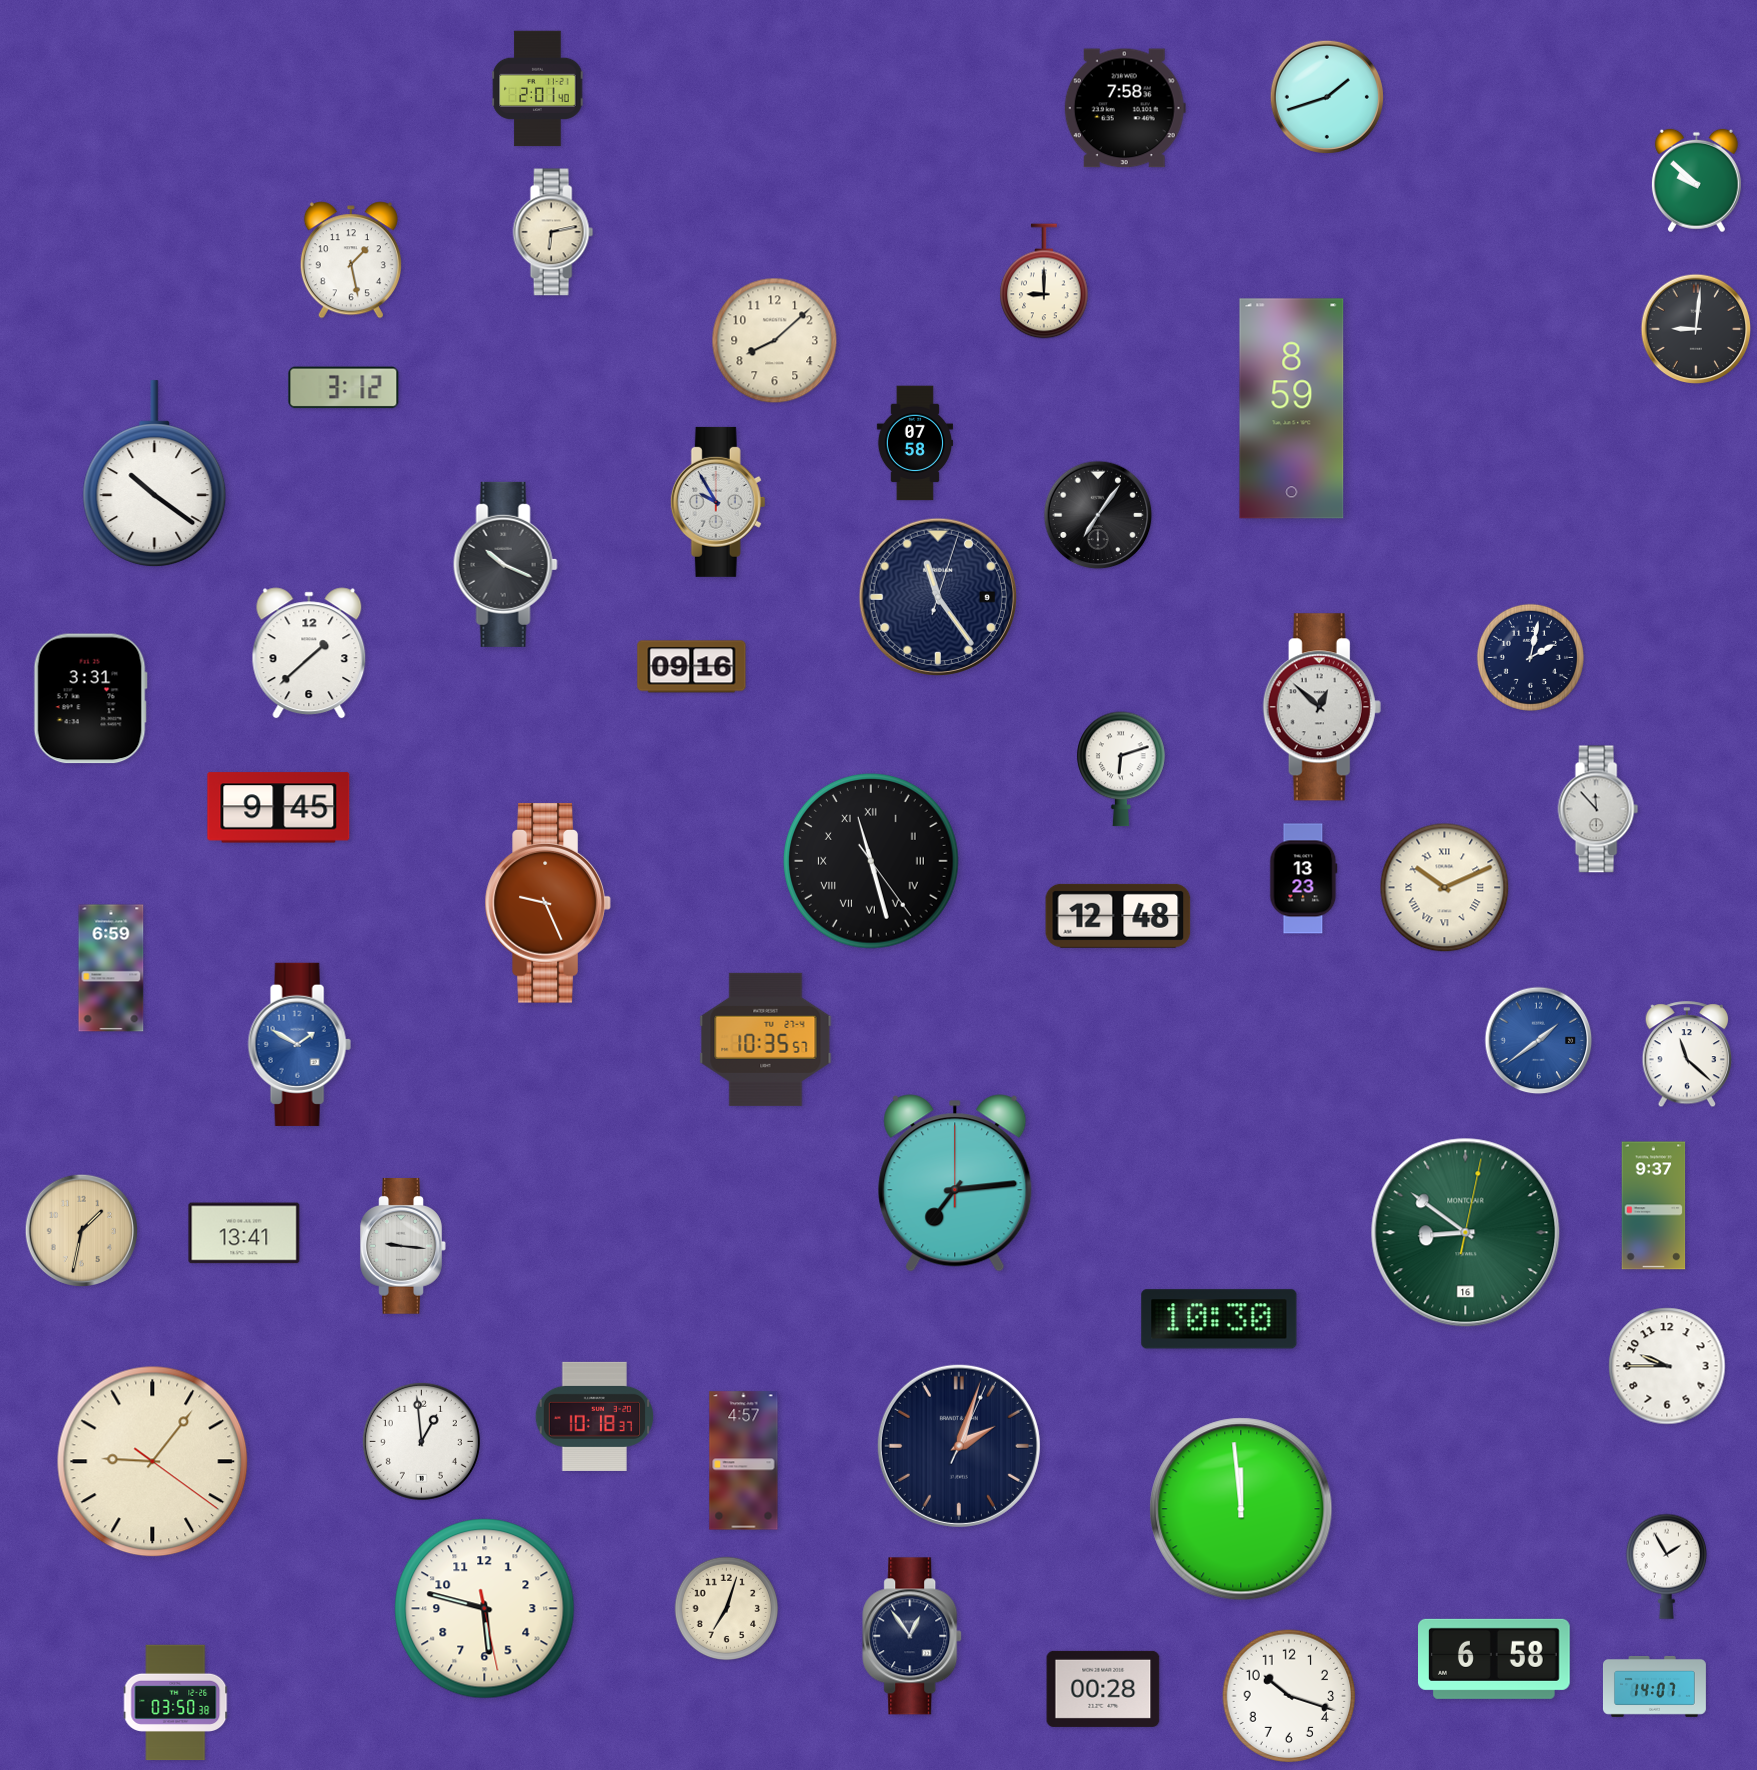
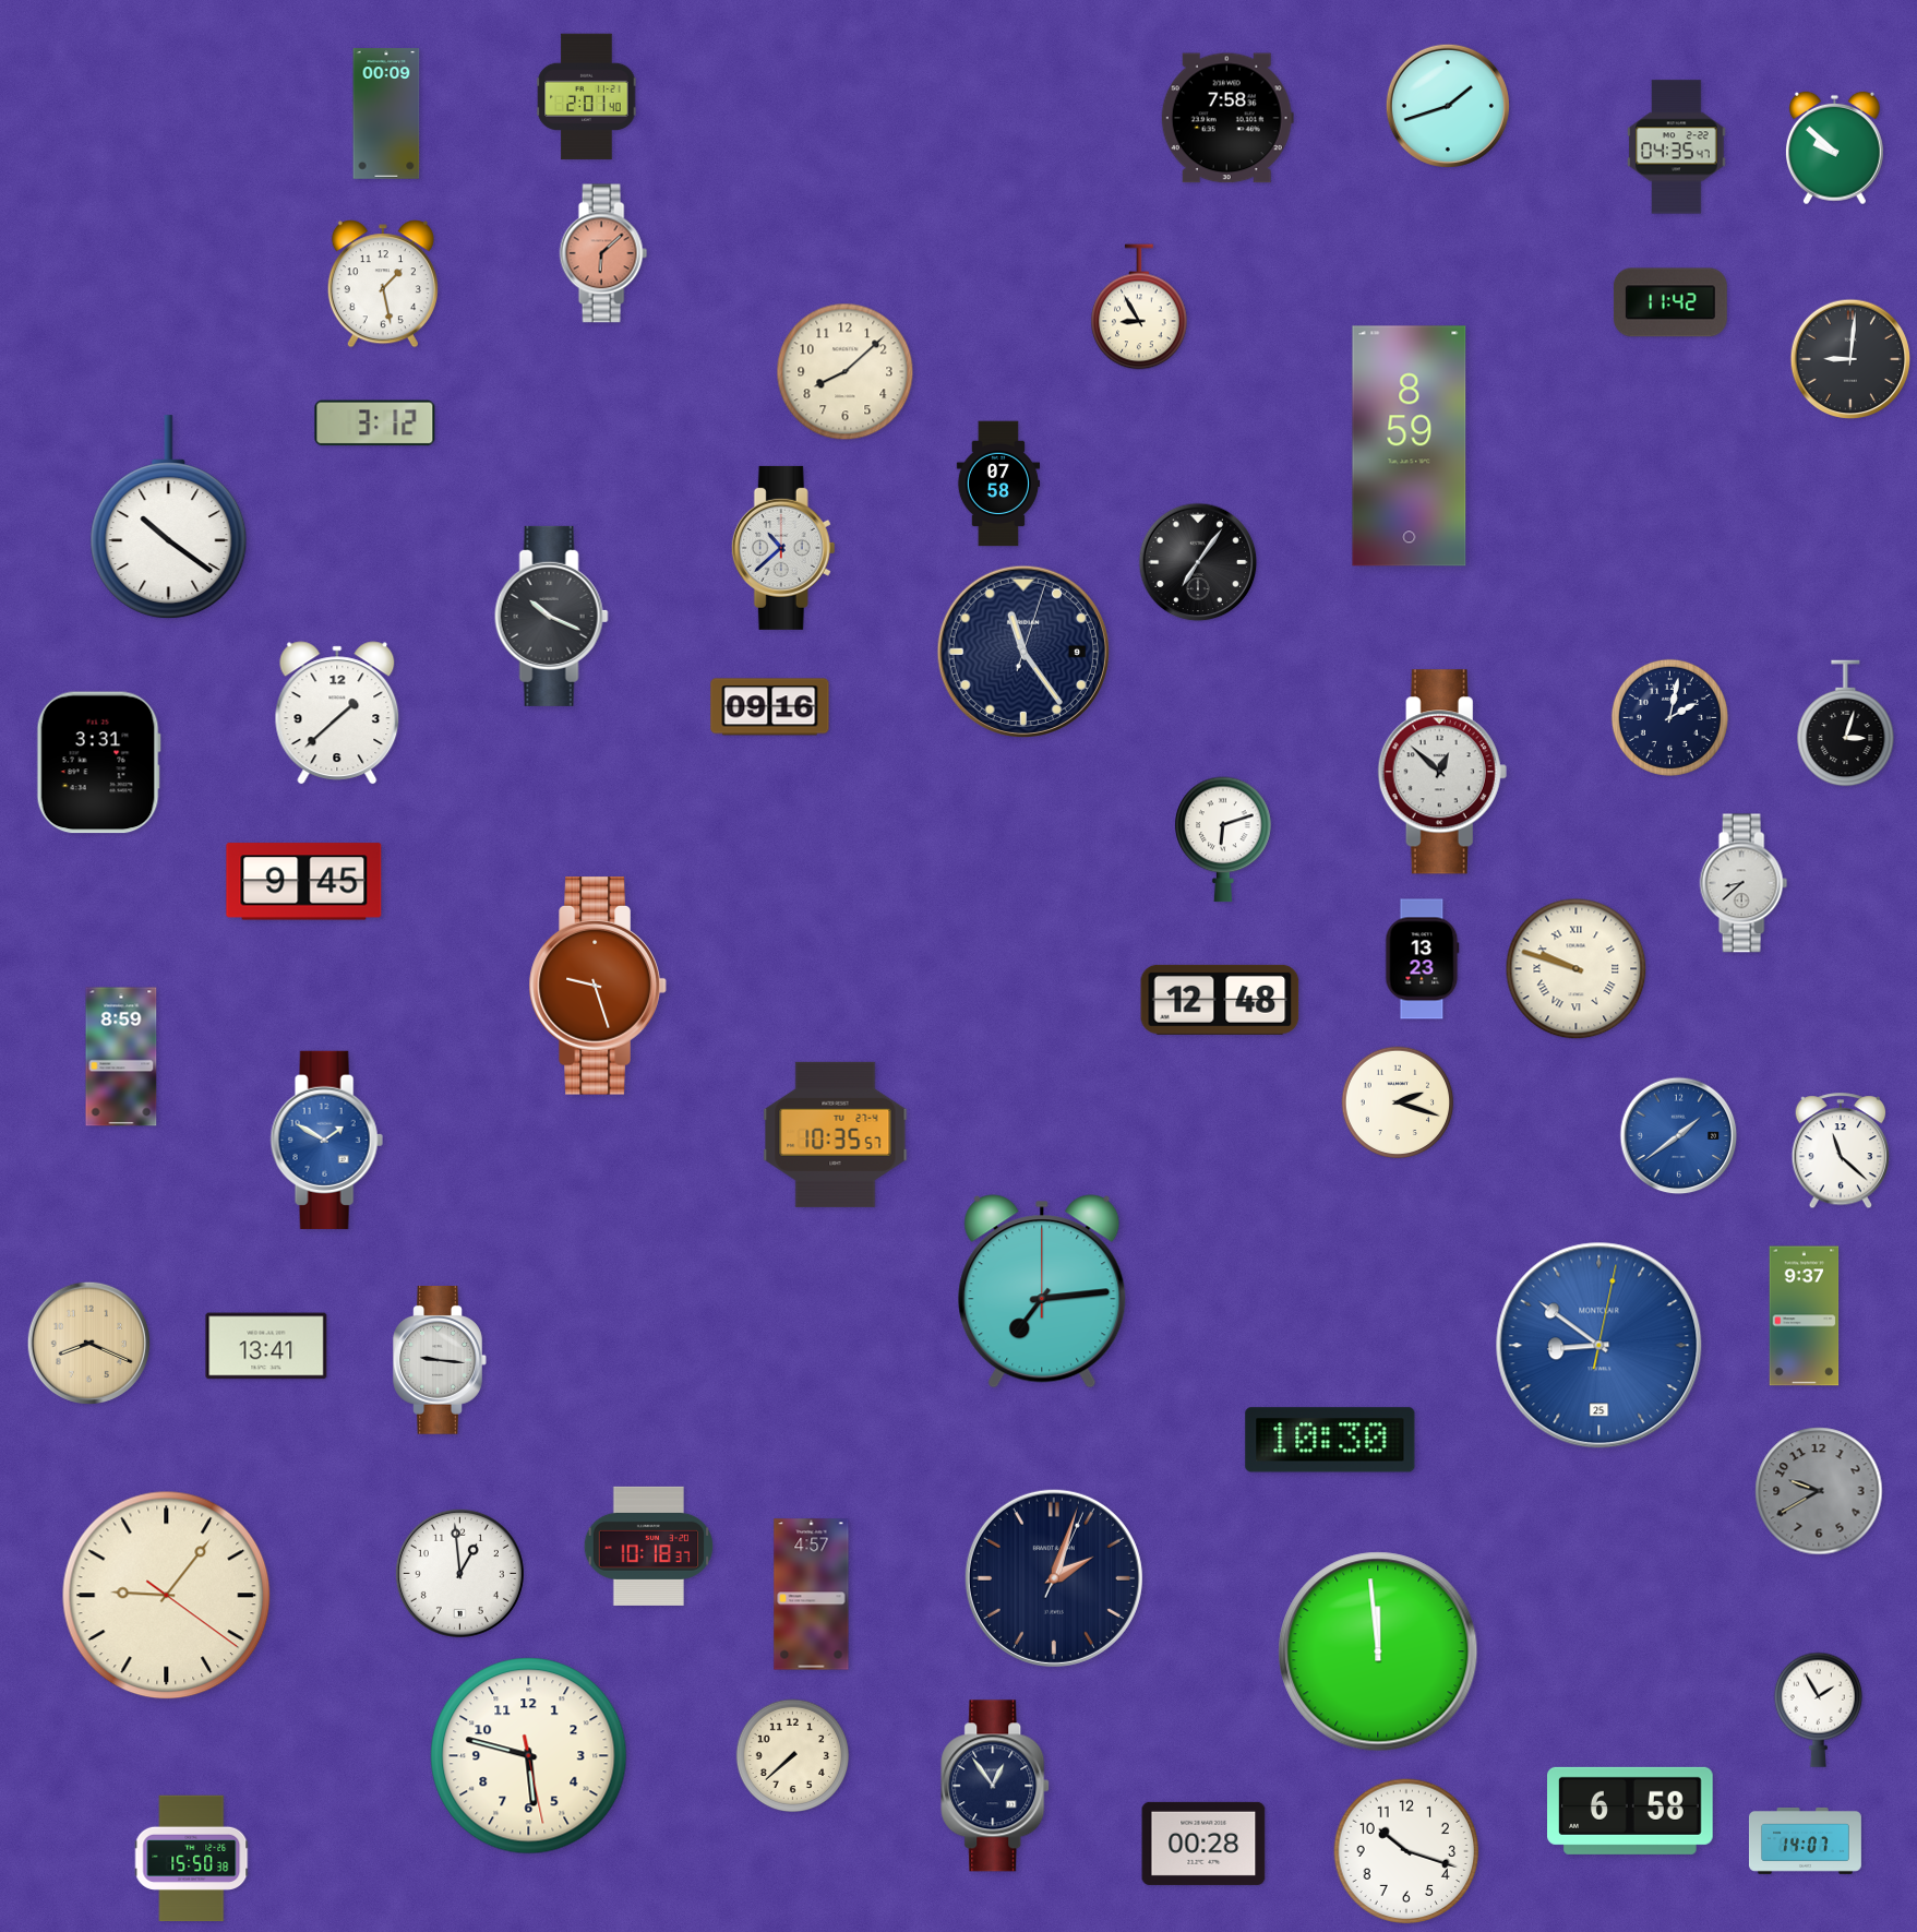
clock at (386, 114): none -> 00:09
clock at (1677, 147): none -> 04:35
clock at (1696, 181) position: (1696, 181) -> (1834, 148)
clock at (553, 232): 6:13 -> 6:08
clock at (553, 232) dial: cream -> salmon
clock at (1670, 302): none -> 11:42
clock at (1044, 281): 9:00 -> 8:55
clock at (718, 502): 9:55 -> 10:38
clock at (1846, 724): none -> 3:03
clock at (692, 667) position: (692, 667) -> (770, 707)
clock at (1598, 809): 11:53 -> 8:38
clock at (872, 862): 11:27 -> none
clock at (1445, 888): 10:11 -> 9:48
clock at (548, 903): 9:26 -> 9:27
clock at (111, 968): 6:59 -> 8:59
clock at (1398, 1102): none -> 2:18
clock at (81, 1230): 1:32 -> 8:19
clock at (1466, 1233) date: 16 -> 25
clock at (1466, 1233) dial: green -> blue
clock at (1667, 1366): 9:45 -> 9:40
clock at (1667, 1366) dial: white -> grey
clock at (959, 1446) position: (959, 1446) -> (1054, 1578)
clock at (1241, 1509) position: (1241, 1509) -> (1378, 1651)
clock at (727, 1609): 7:03 -> 7:38
clock at (176, 1703): 03:50 -> 15:50
